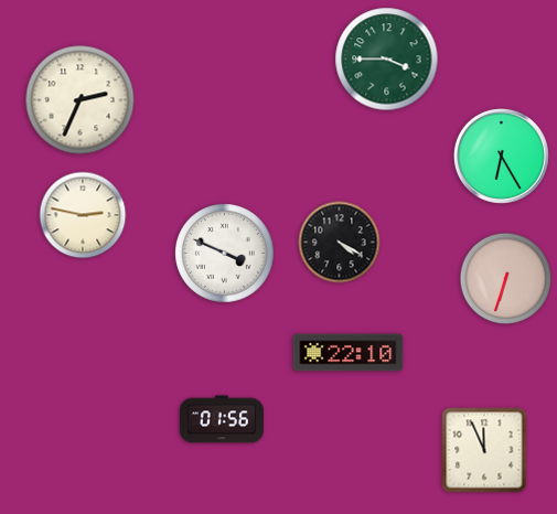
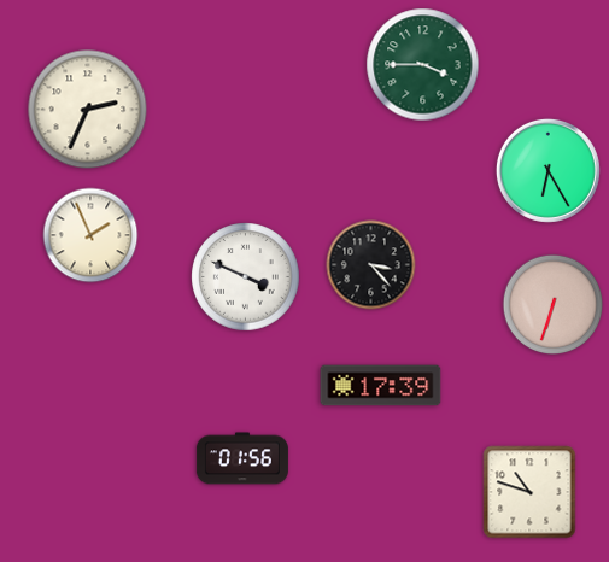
clock at (83, 215): 2:47 -> 1:56
clock at (340, 243): 4:20 -> 3:23
clock at (349, 353): 22:10 -> 17:39
clock at (484, 450): 11:56 -> 10:48
